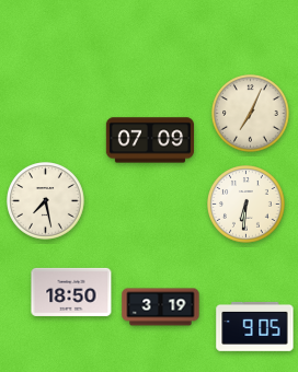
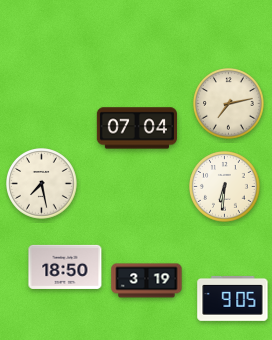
clock at (251, 114): 7:04 -> 7:13
clock at (150, 140): 07:09 -> 07:04
